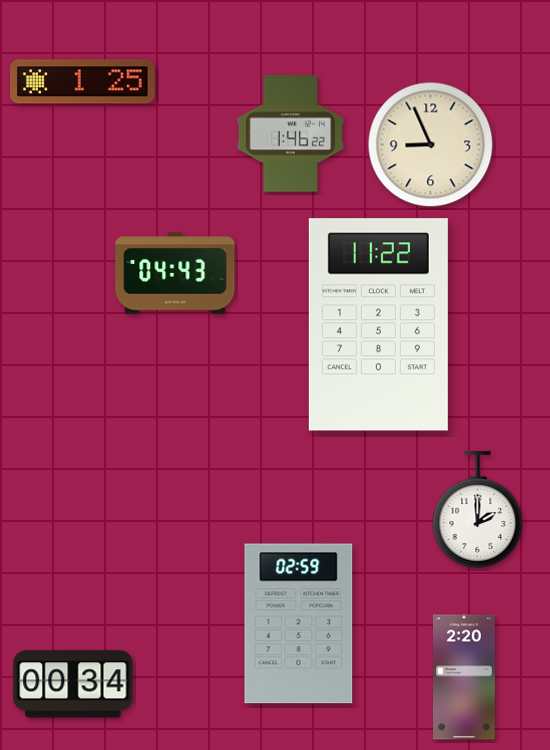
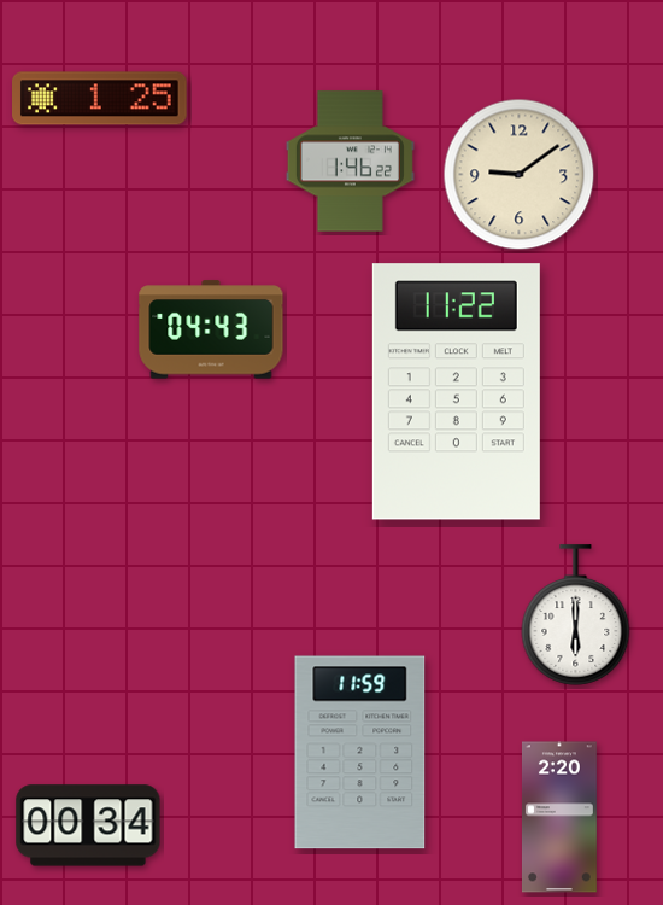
clock at (431, 145): 8:56 -> 9:09
clock at (478, 510): 2:00 -> 6:00
clock at (299, 624): 02:59 -> 11:59
